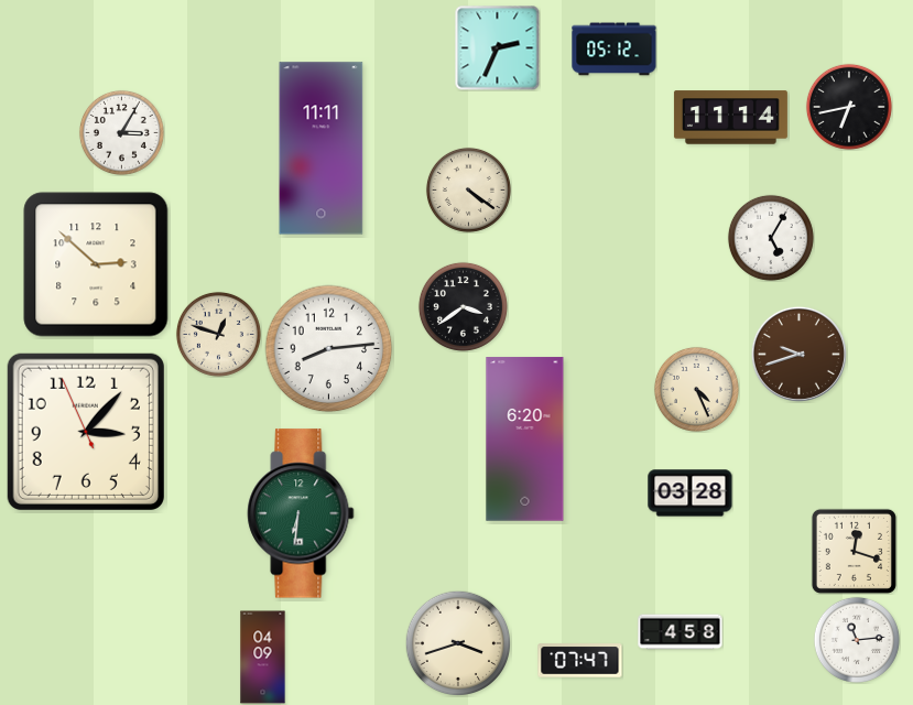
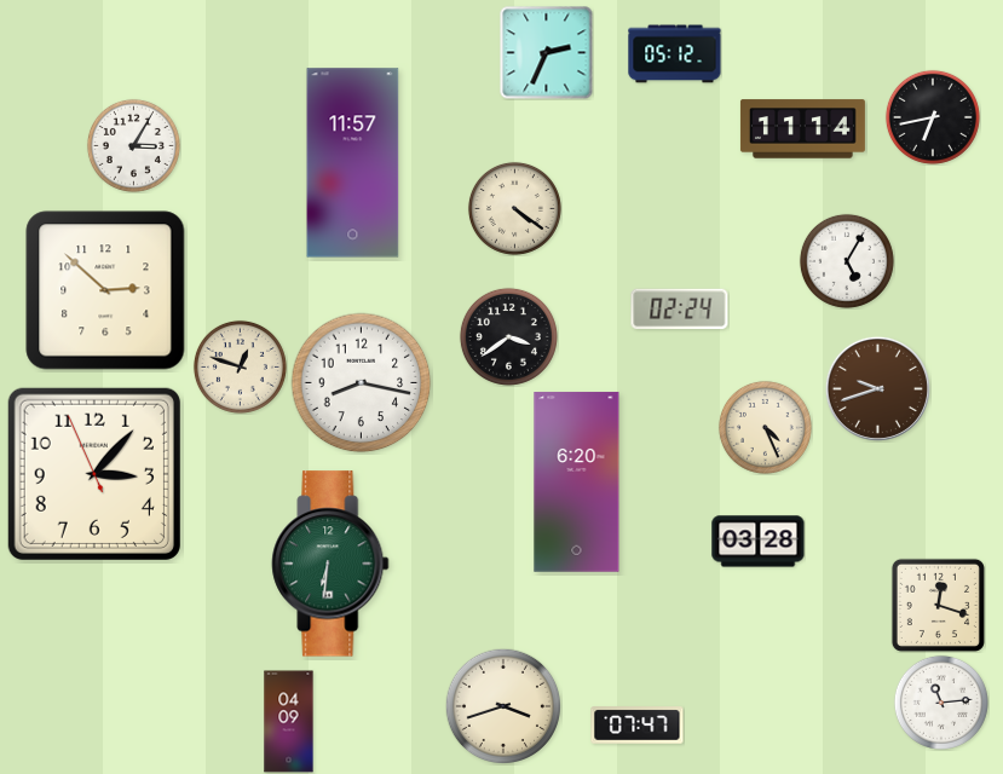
clock at (322, 149): 11:11 -> 11:57
clock at (680, 310): none -> 02:24
clock at (329, 349): 8:14 -> 8:17
clock at (681, 632): 4:58 -> none
